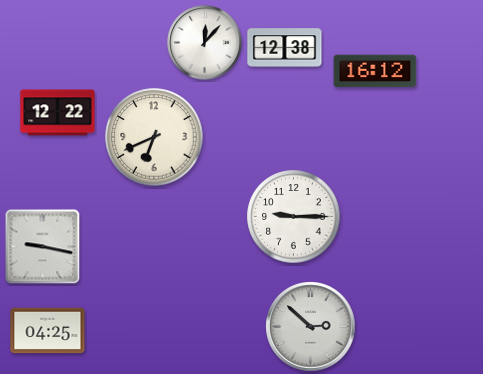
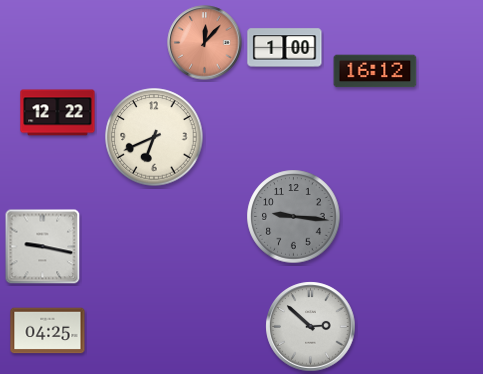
clock at (205, 43) dial: white -> salmon
clock at (285, 48): 12:38 -> 1:00
clock at (294, 217): 9:15 -> 9:16
clock at (294, 217) dial: white -> grey
